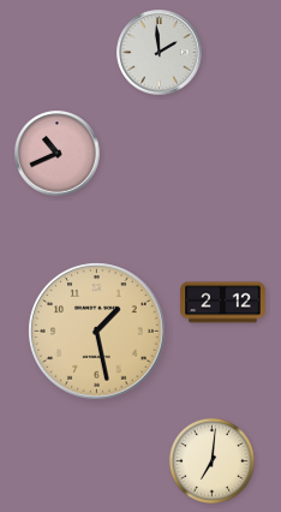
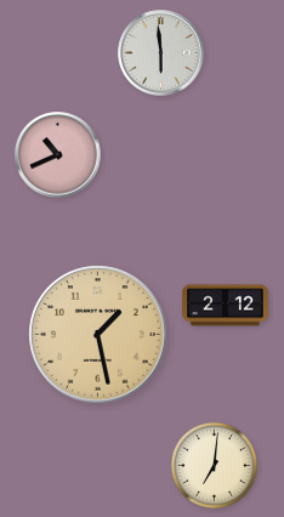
clock at (160, 53): 1:59 -> 5:59
